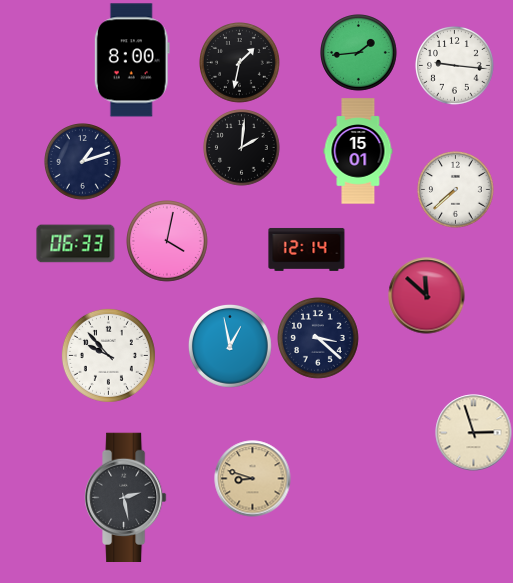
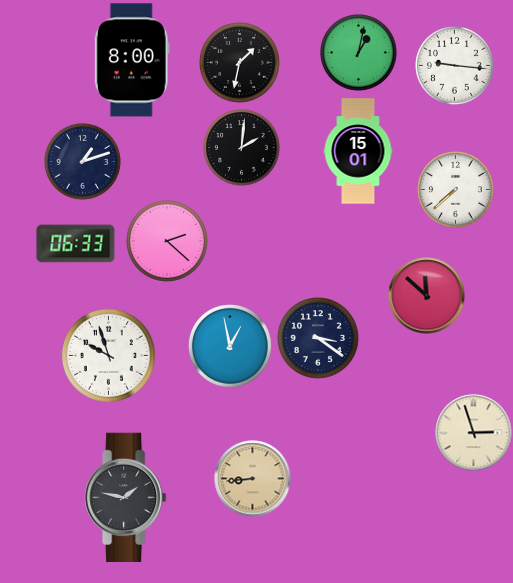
clock at (359, 53): 1:44 -> 1:02
clock at (168, 242): 4:02 -> 2:22
clock at (307, 249): 12:14 -> none
clock at (319, 339): 3:22 -> 3:21
clock at (108, 355): 9:53 -> 9:57
clock at (253, 479): 8:48 -> 8:44
clock at (126, 498): 2:28 -> 1:47
